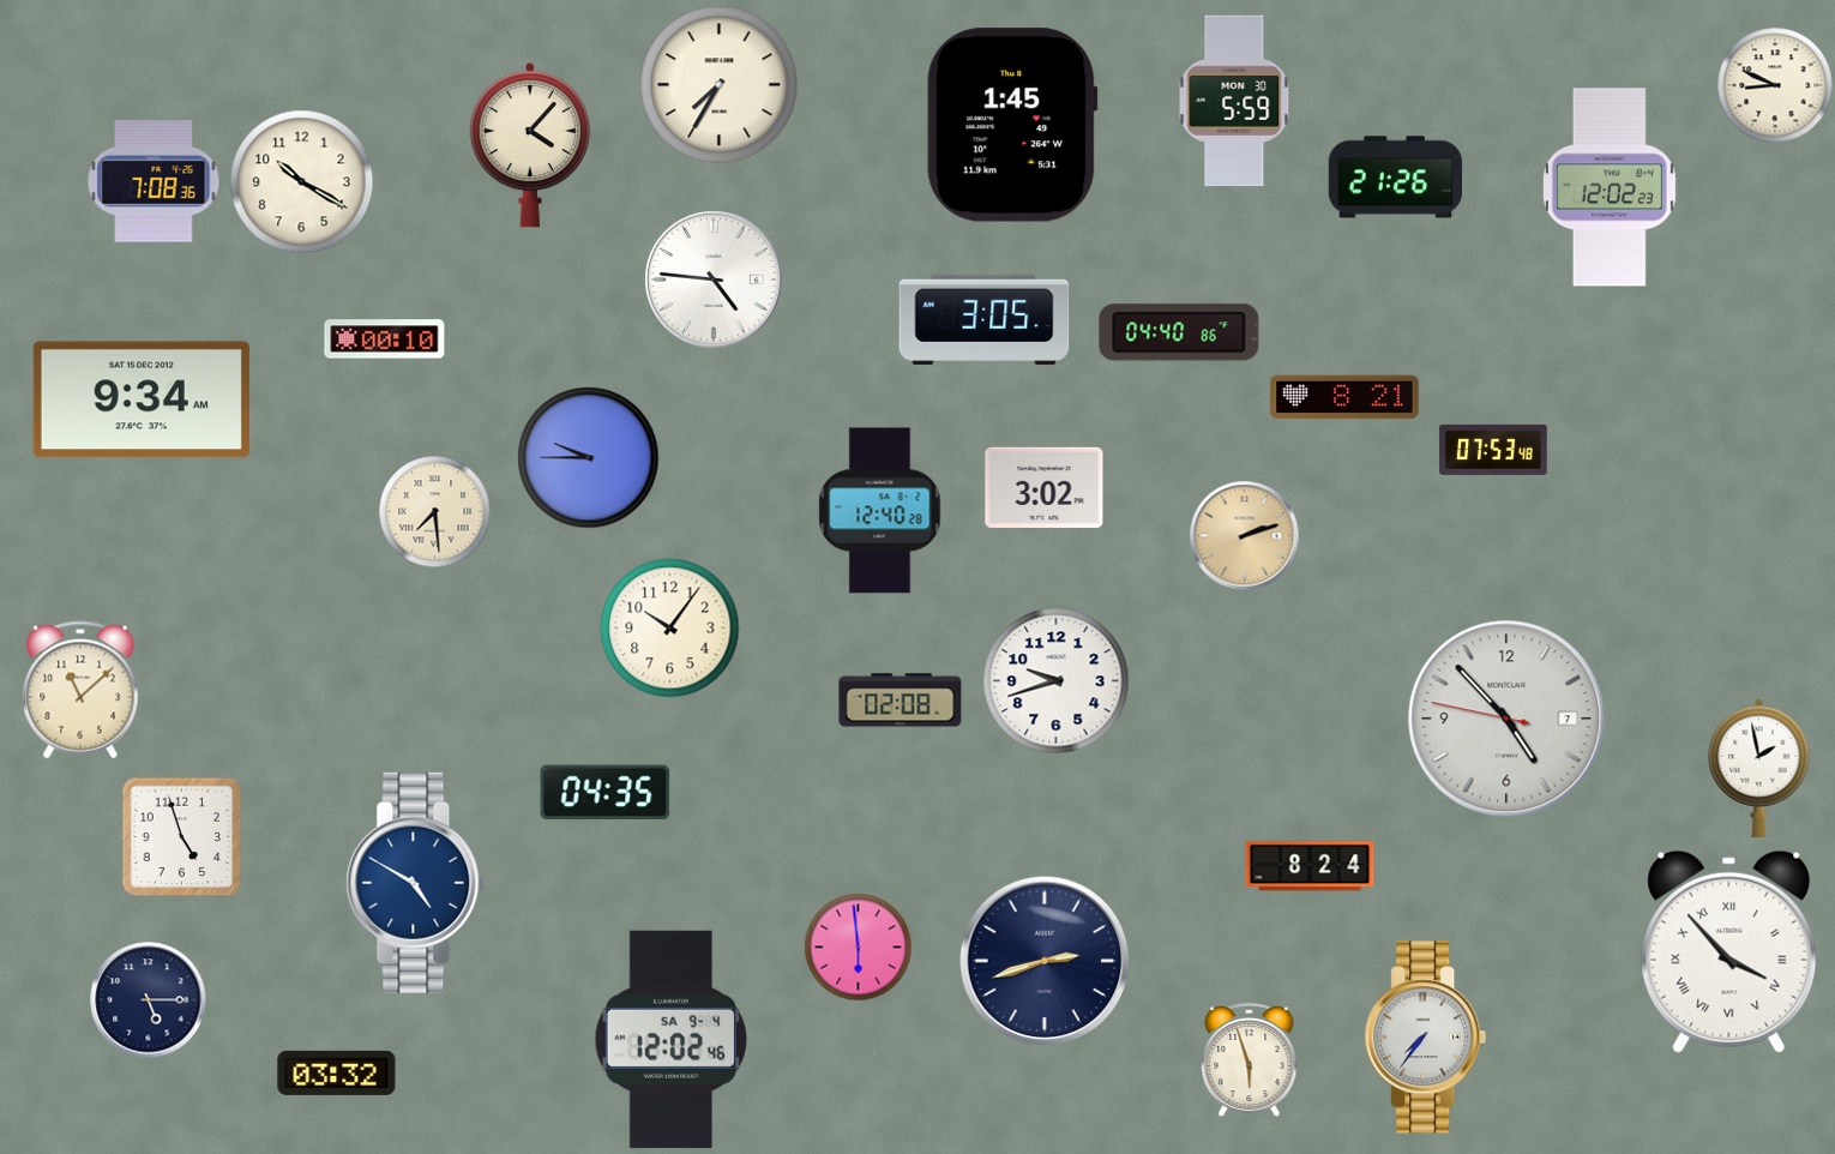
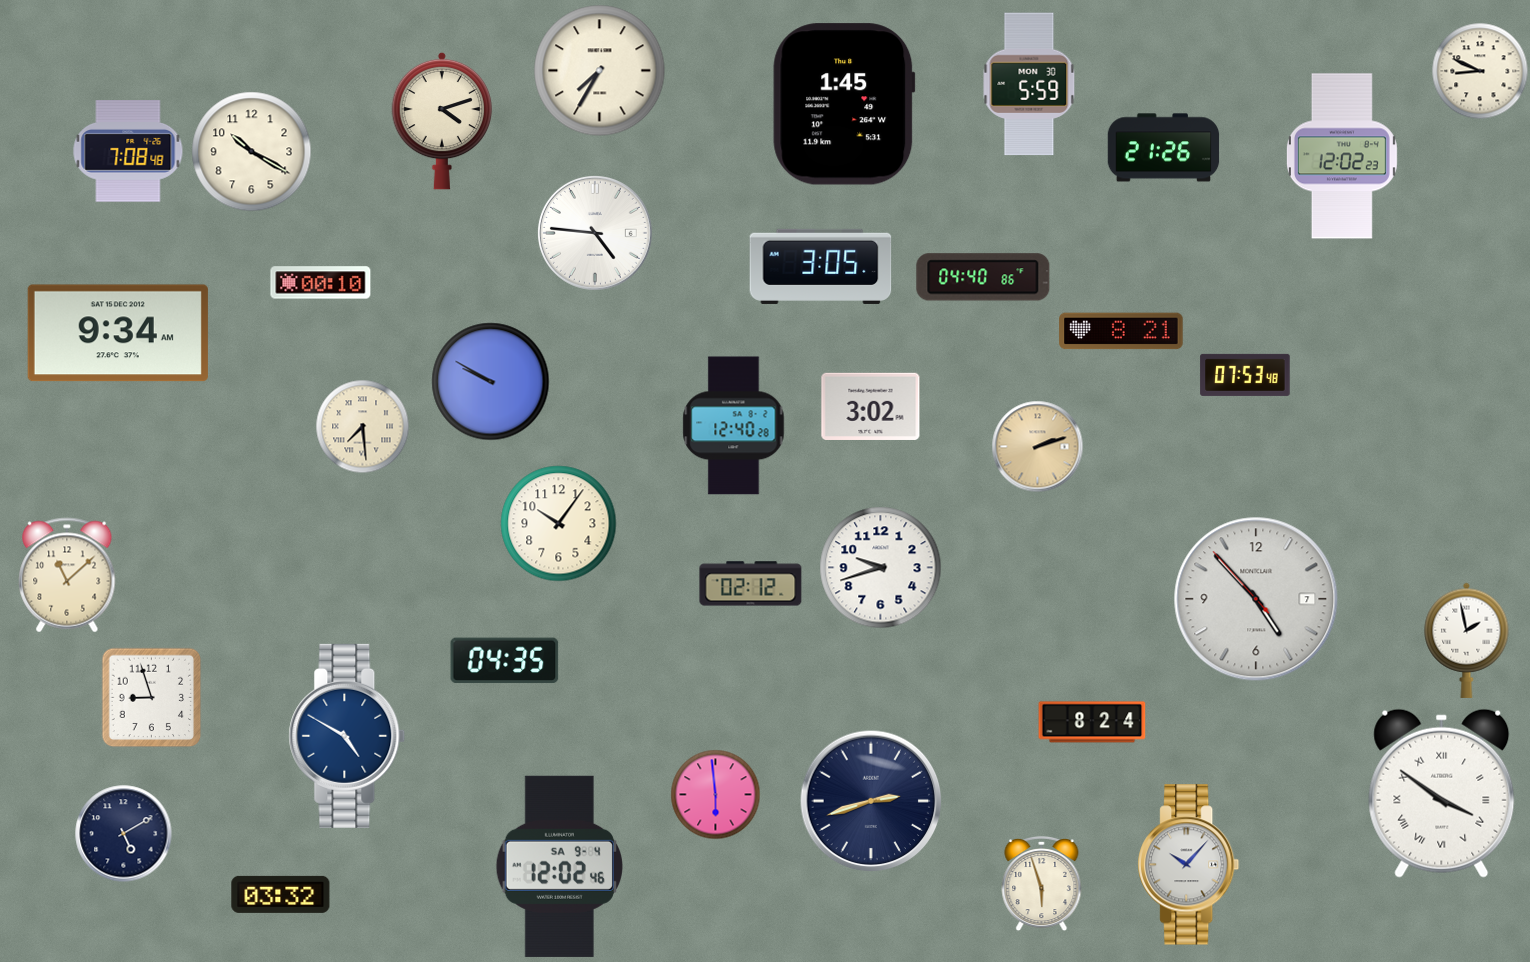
clock at (530, 145): 4:07 -> 4:12
clock at (154, 181): 7:08:36 -> 7:08:48
clock at (589, 458): 9:45 -> 9:50
clock at (901, 701): 02:08 -> 02:12
clock at (1506, 719): 4:52:47 -> 4:52:53
clock at (182, 837): 4:57 -> 8:57
clock at (859, 948) position: (859, 948) -> (716, 795)
clock at (1729, 951): 3:53 -> 3:51
clock at (149, 1000): 5:15 -> 5:10
clock at (1426, 1038): 7:36 -> 10:07
